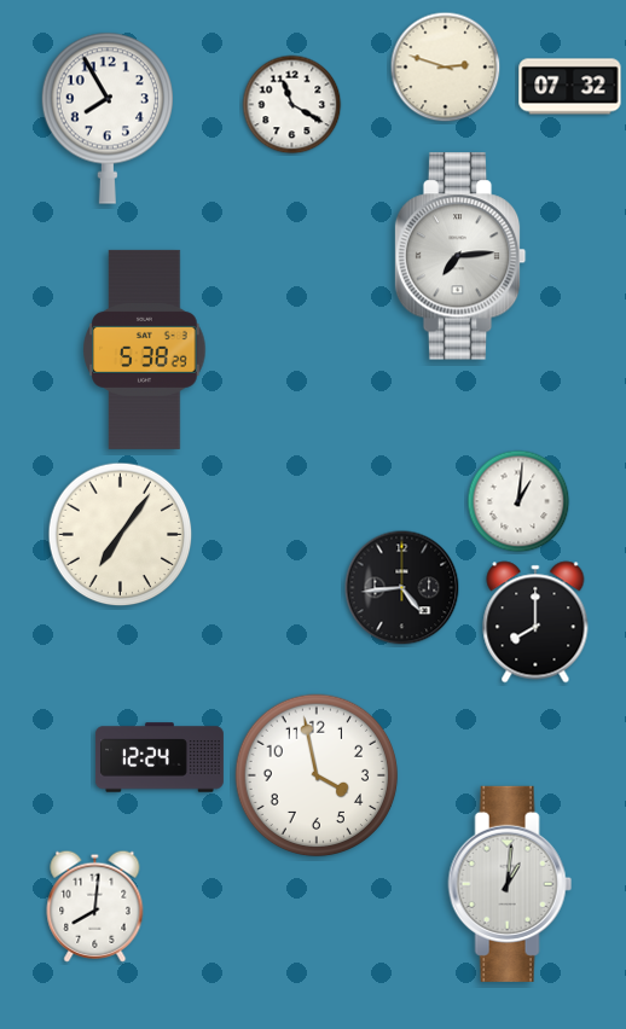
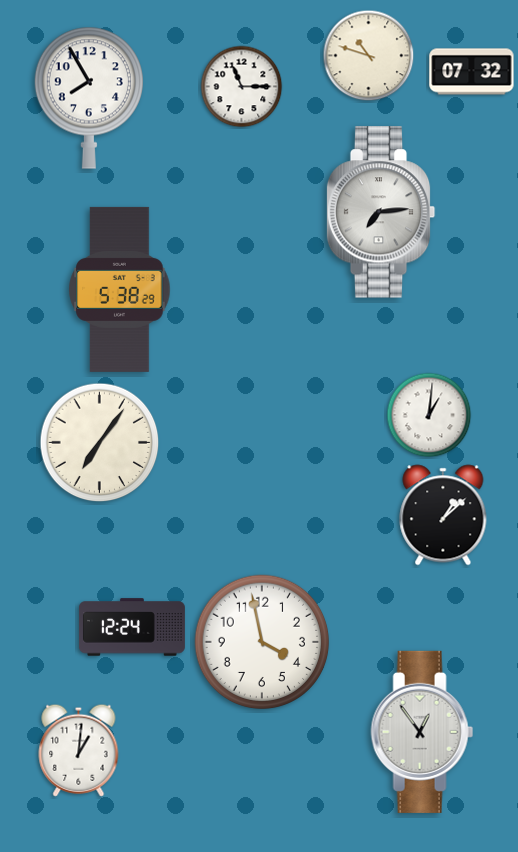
clock at (446, 68): 2:48 -> 10:48
clock at (292, 105): 11:20 -> 11:15
clock at (402, 588): 4:44 -> none
clock at (535, 622): 8:00 -> 1:08
clock at (510, 884): 1:01 -> 12:54
clock at (95, 906): 8:01 -> 1:01
